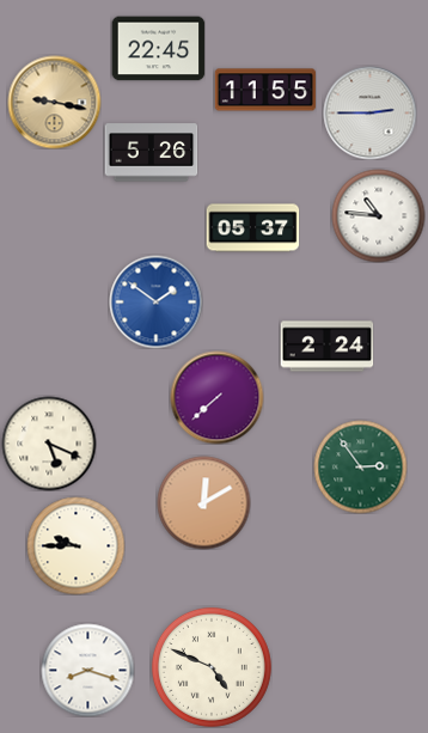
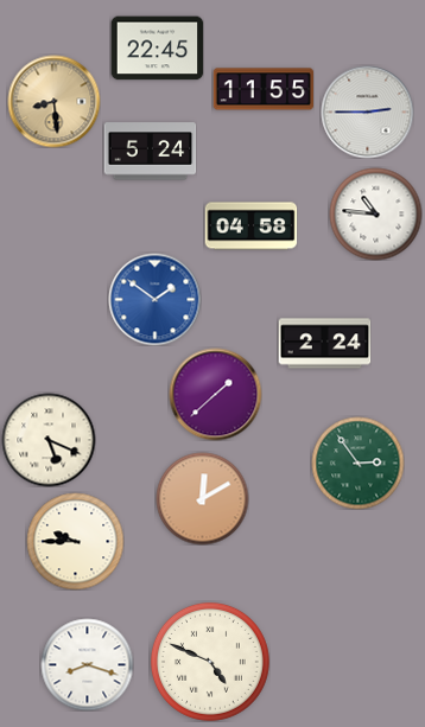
clock at (54, 102): 9:17 -> 8:29
clock at (151, 153): 5:26 -> 5:24
clock at (252, 228): 05:37 -> 04:58
clock at (216, 397): 7:38 -> 1:38
